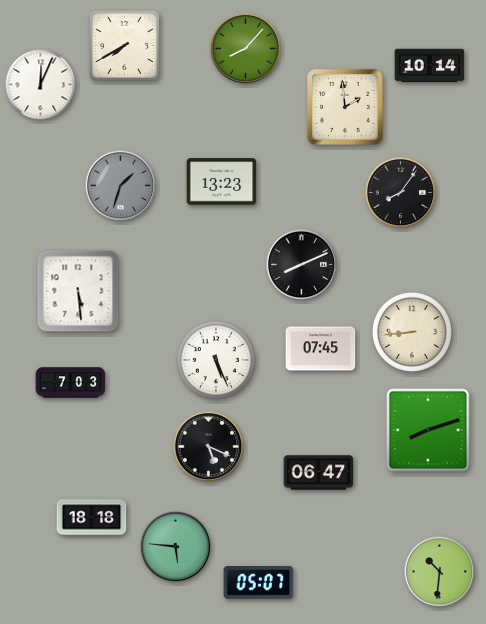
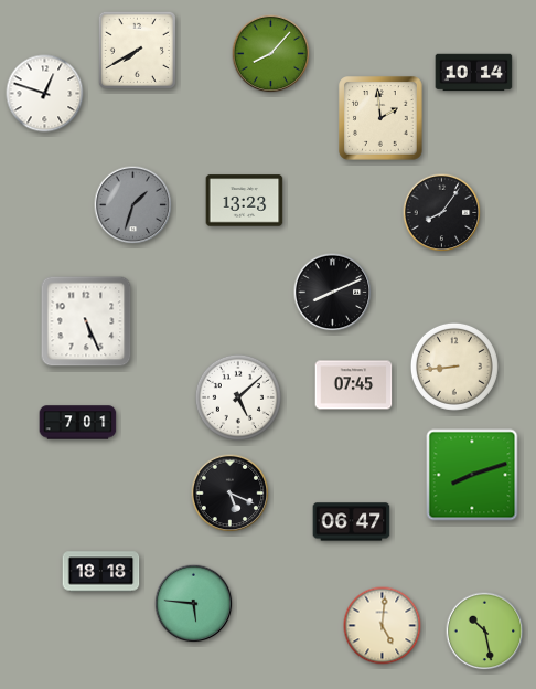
clock at (41, 85): 12:04 -> 12:48
clock at (78, 291): 5:29 -> 5:26
clock at (216, 360): 5:26 -> 5:08
clock at (71, 383): 7:03 -> 7:01
clock at (383, 626): none -> 5:01
clock at (440, 572): 10:31 -> 10:28
clock at (259, 583): 05:07 -> none
